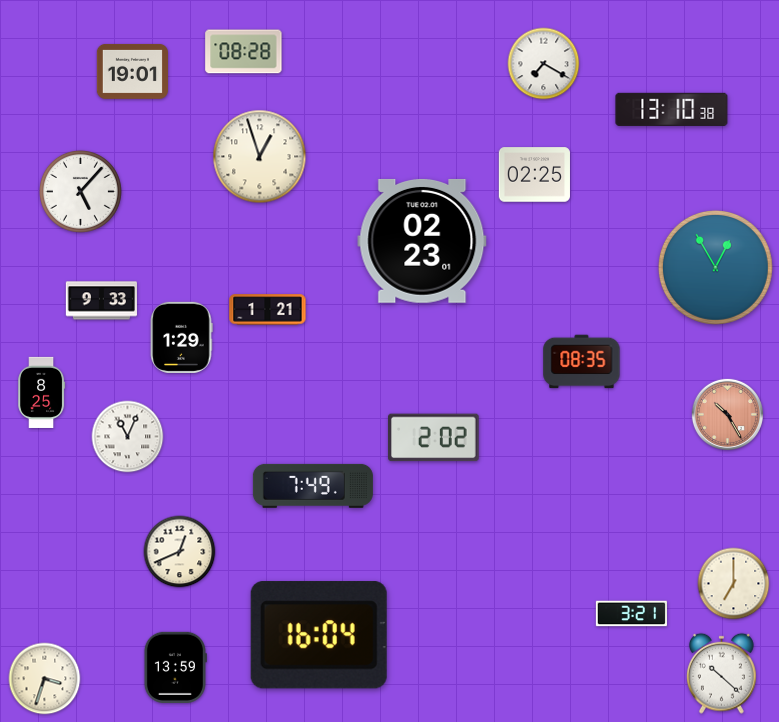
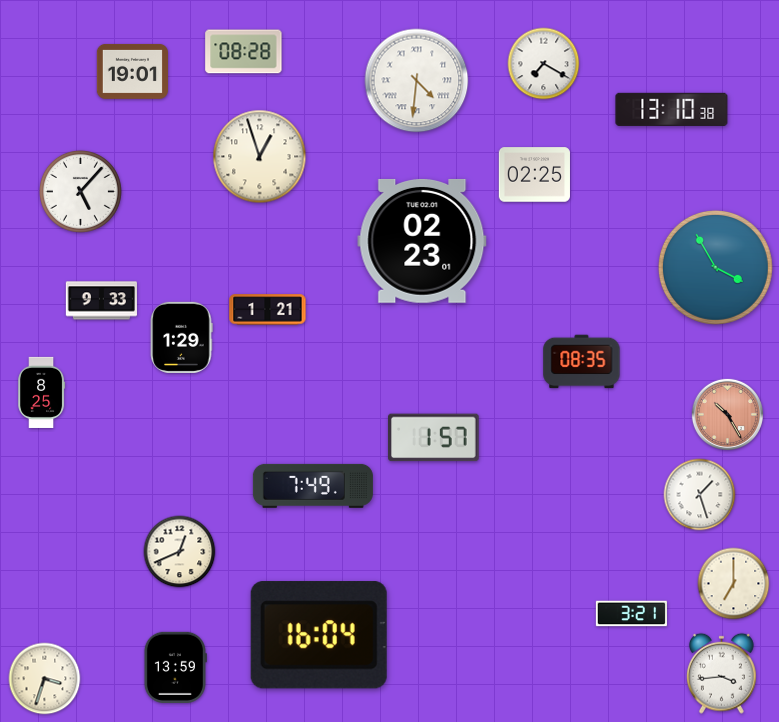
clock at (417, 81): none -> 4:31
clock at (715, 267): 12:55 -> 3:55
clock at (128, 437): 11:04 -> none
clock at (434, 438): 2:02 -> 1:57
clock at (700, 495): none -> 1:27
clock at (721, 673): 10:22 -> 3:44
